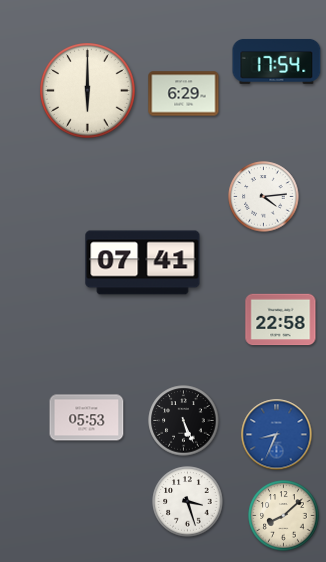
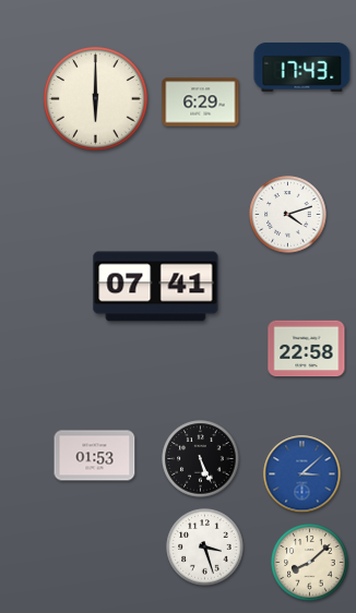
clock at (277, 61): 17:54 -> 17:43
clock at (264, 197): 4:14 -> 4:12
clock at (87, 418): 05:53 -> 01:53
clock at (277, 435): 8:34 -> 3:08
